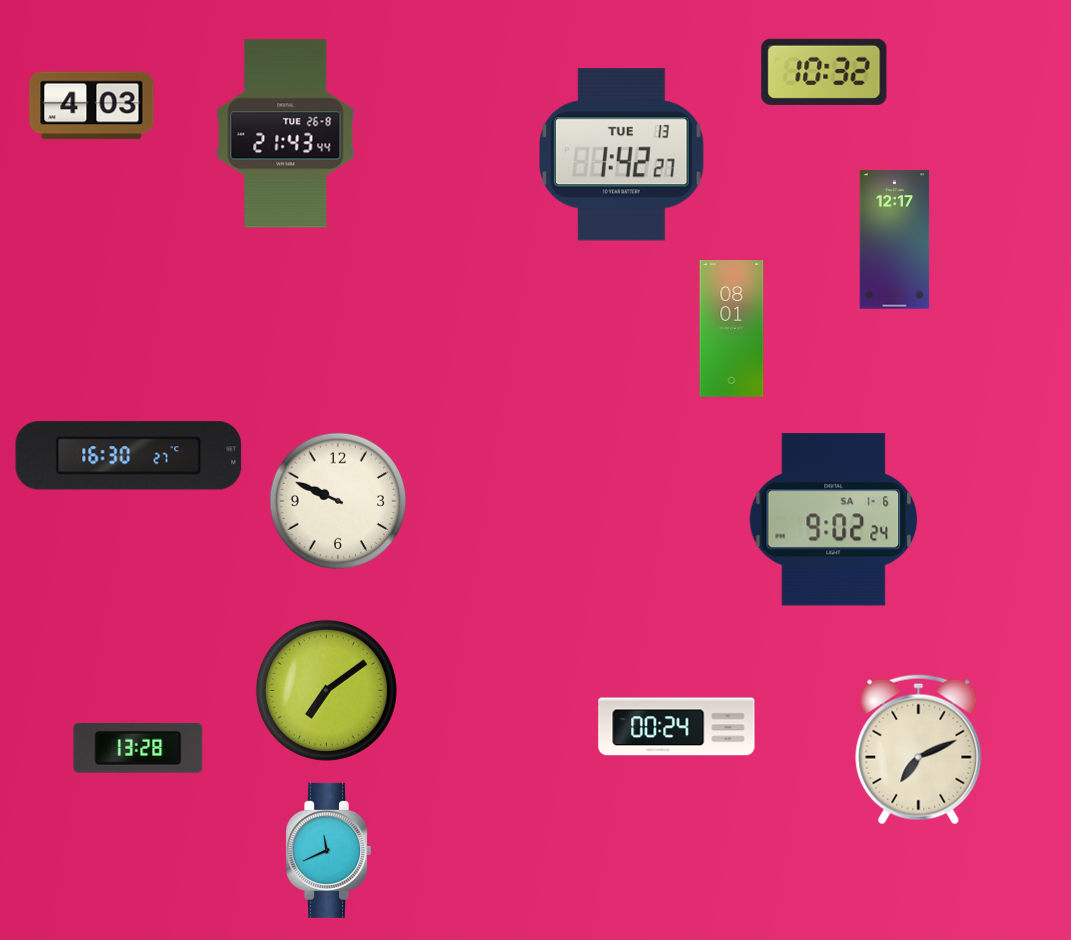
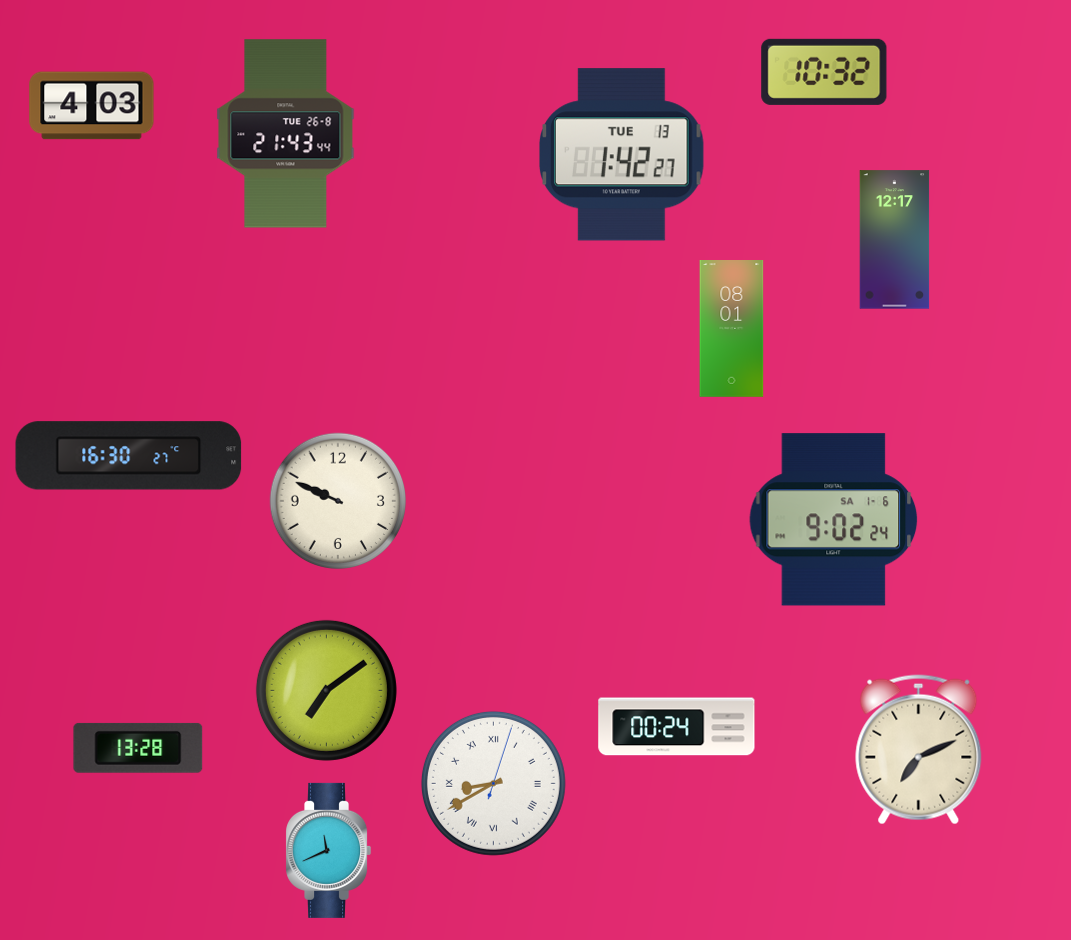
clock at (493, 783): none -> 8:40
